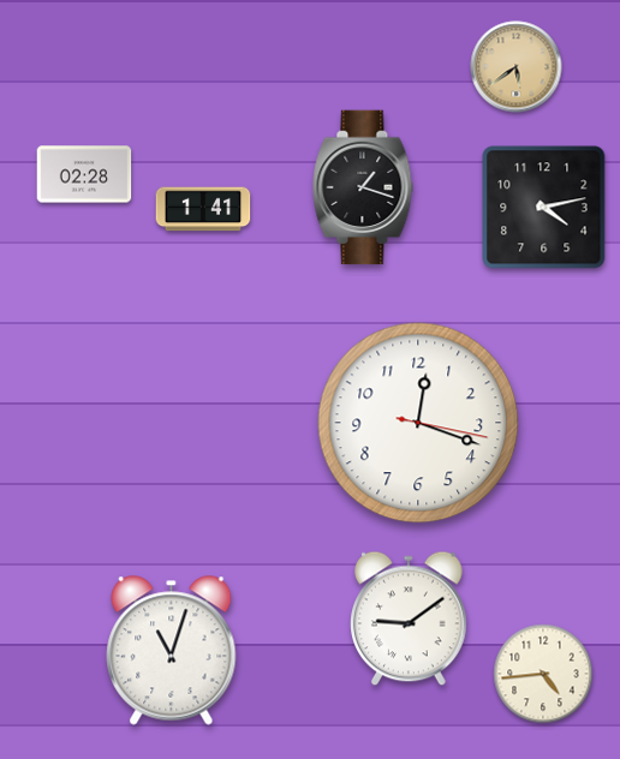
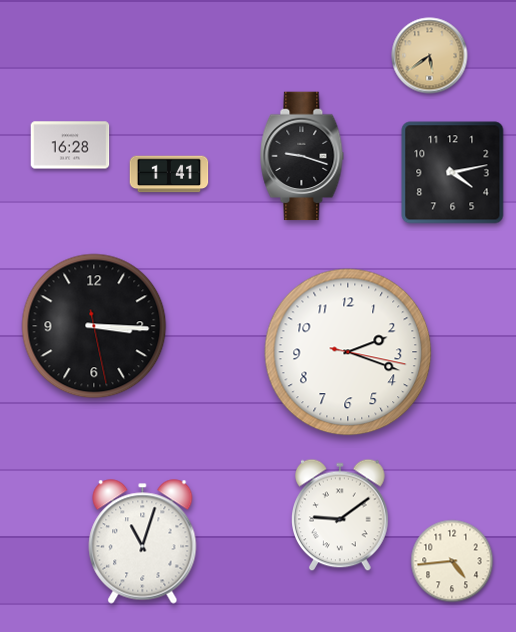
clock at (84, 174): 02:28 -> 16:28
clock at (363, 187): 1:18 -> 9:18
clock at (94, 326): none -> 3:15
clock at (418, 423): 12:18 -> 2:18
